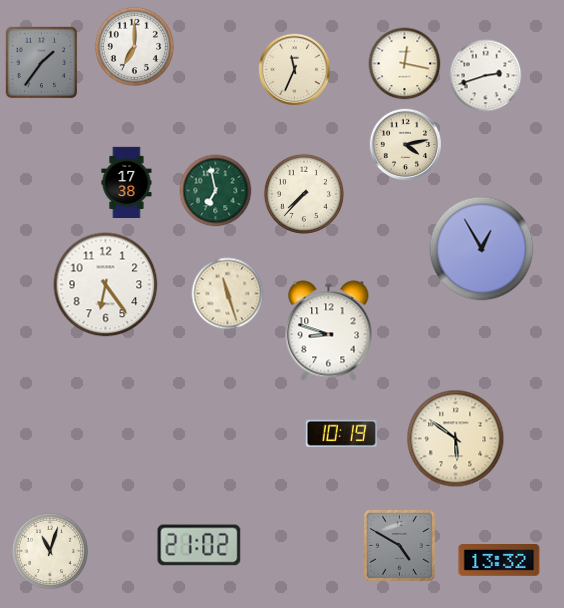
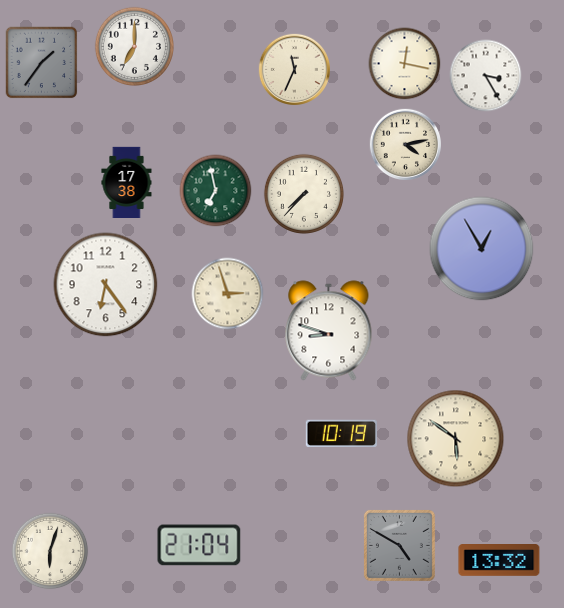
clock at (486, 76): 2:42 -> 3:25
clock at (228, 294): 11:27 -> 2:57
clock at (199, 545): 21:02 -> 21:04
clock at (50, 551): 11:03 -> 6:03
